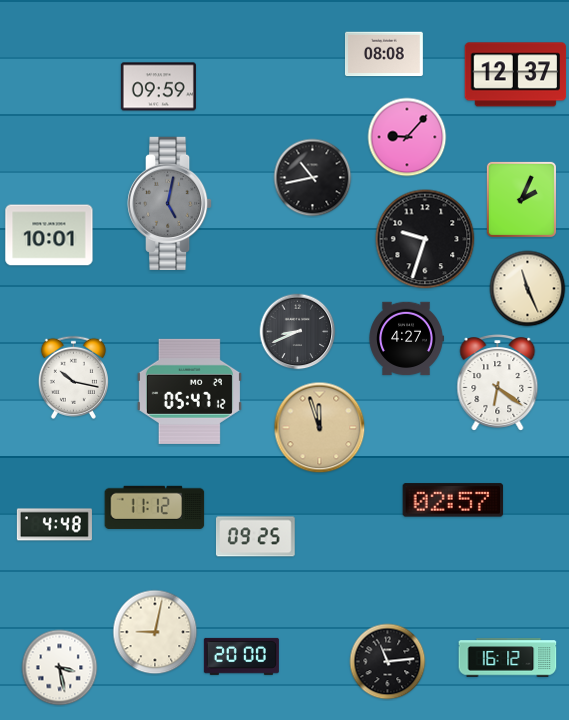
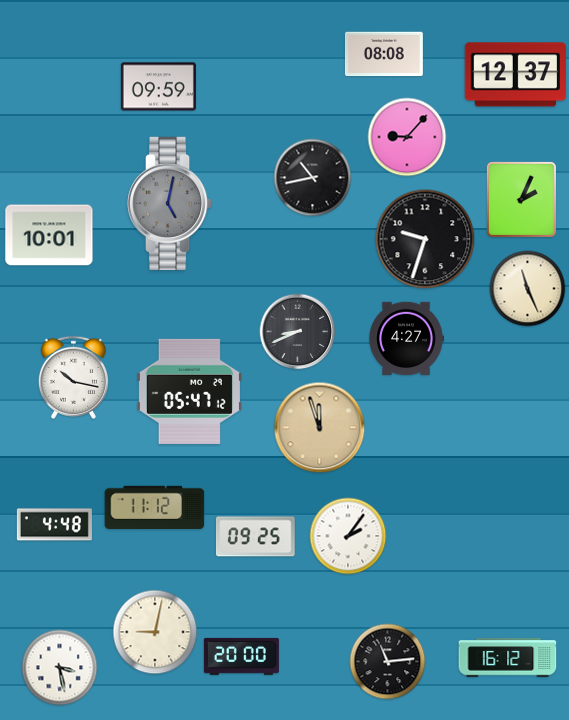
clock at (498, 383): 6:21 -> none
clock at (453, 500): 02:57 -> none
clock at (348, 536): none -> 2:06
